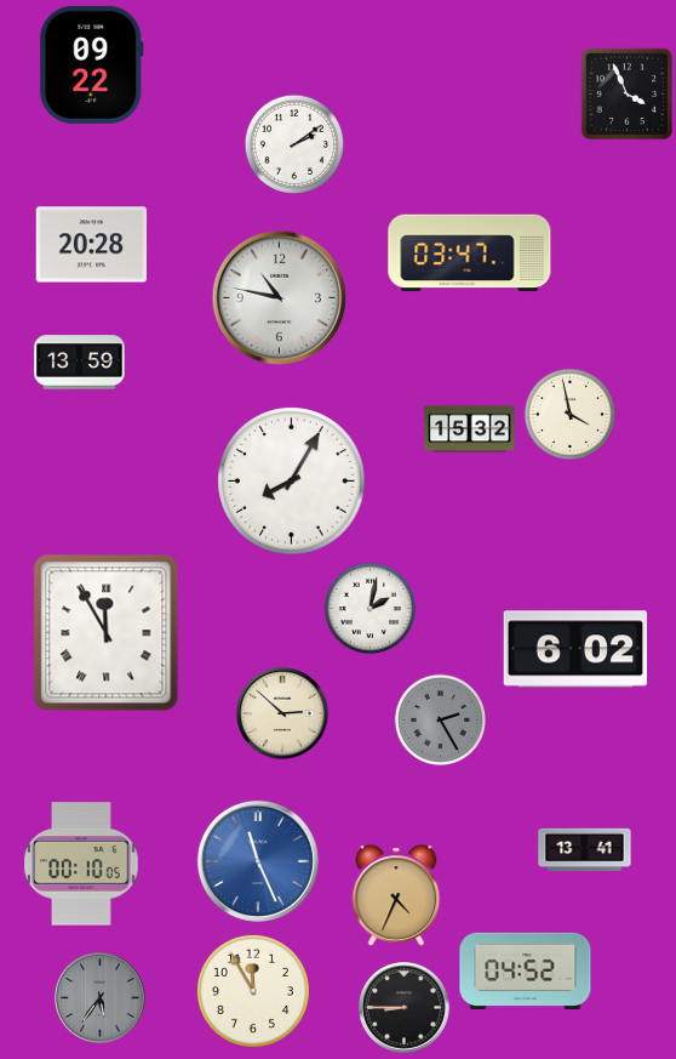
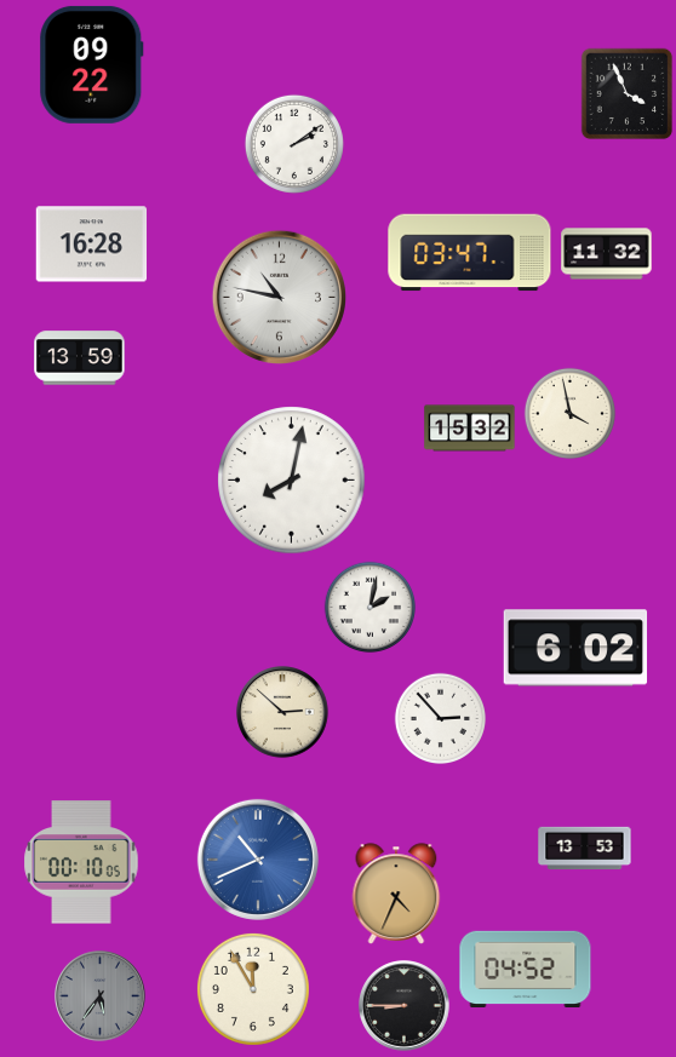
clock at (92, 245): 20:28 -> 16:28
clock at (607, 254): none -> 11:32
clock at (80, 363) position: (80, 363) -> (80, 358)
clock at (292, 482): 8:05 -> 8:02
clock at (107, 633): 11:55 -> none
clock at (440, 719): 2:25 -> 2:53
clock at (440, 719) dial: grey -> white
clock at (585, 850): 13:41 -> 13:53
clock at (258, 861): 11:26 -> 10:41
